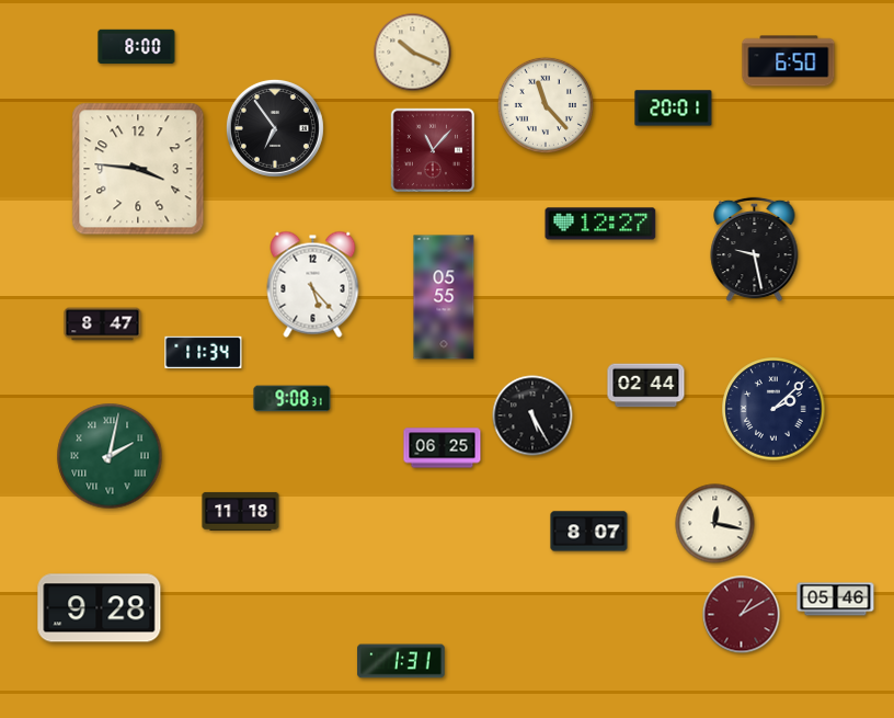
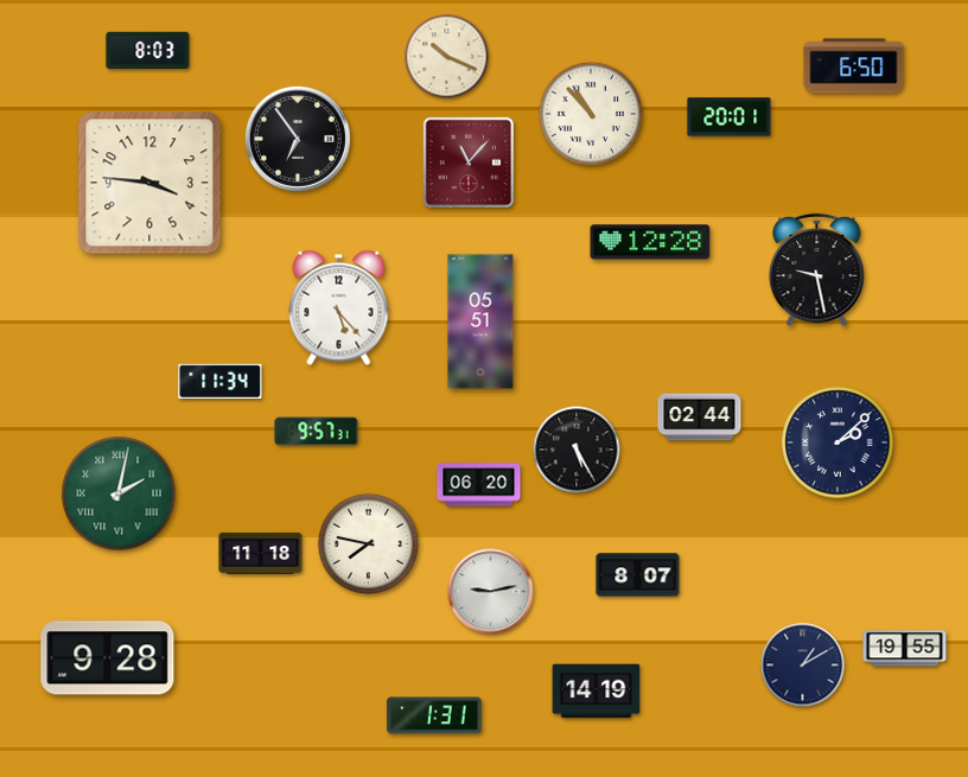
clock at (137, 46): 8:00 -> 8:03
clock at (546, 105): 11:23 -> 10:53
clock at (600, 224): 12:27 -> 12:28
clock at (444, 297): 05:55 -> 05:51
clock at (103, 324): 8:47 -> none
clock at (293, 399): 9:08 -> 9:57
clock at (443, 448): 06:25 -> 06:20
clock at (369, 544): none -> 7:47
clock at (715, 524): 12:17 -> none
clock at (491, 592): none -> 9:13
clock at (836, 600): 05:46 -> 19:55
clock at (742, 615) dial: burgundy -> navy
clock at (597, 692): none -> 14:19
